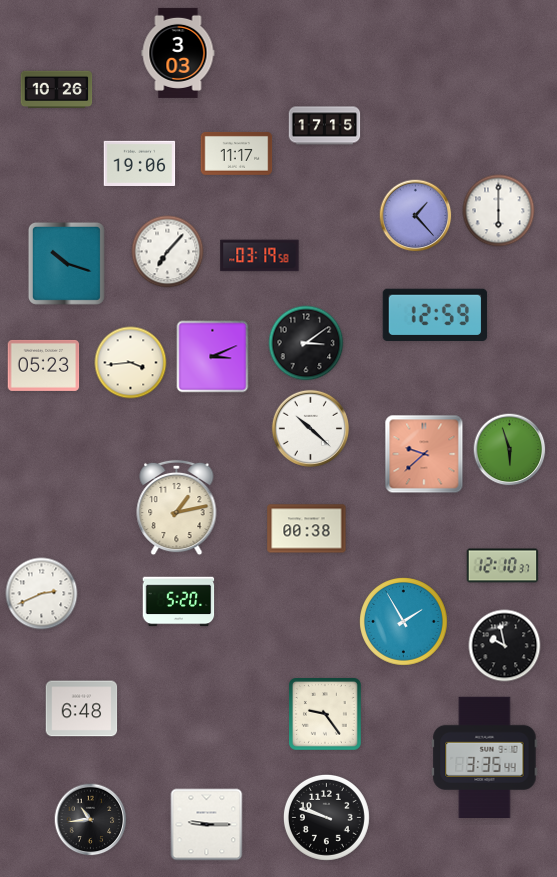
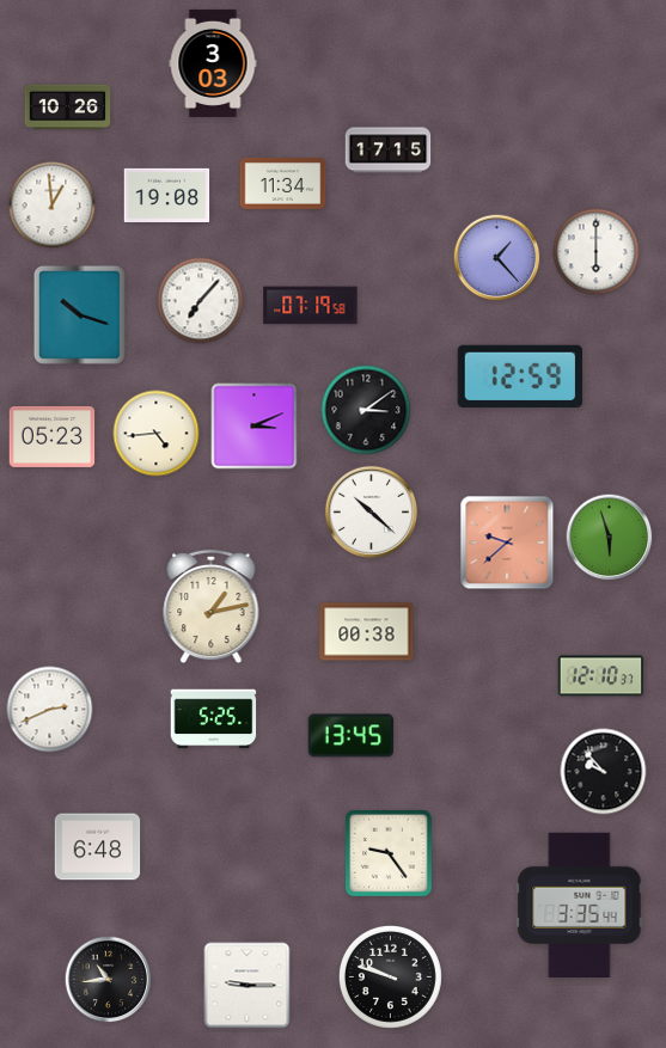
clock at (237, 154): 11:17 -> 11:34
clock at (140, 163): 19:06 -> 19:08
clock at (53, 206): none -> 12:59
clock at (260, 256): 03:19 -> 07:19
clock at (131, 363): 3:44 -> 4:44
clock at (179, 602): 5:20 -> 5:25
clock at (352, 736): none -> 13:45
clock at (404, 622): 1:55 -> none
clock at (505, 646): 9:58 -> 9:53
